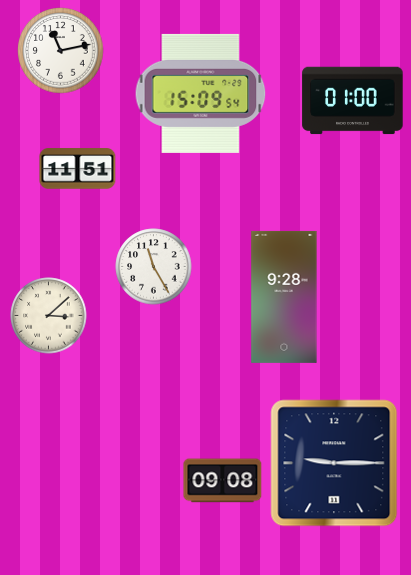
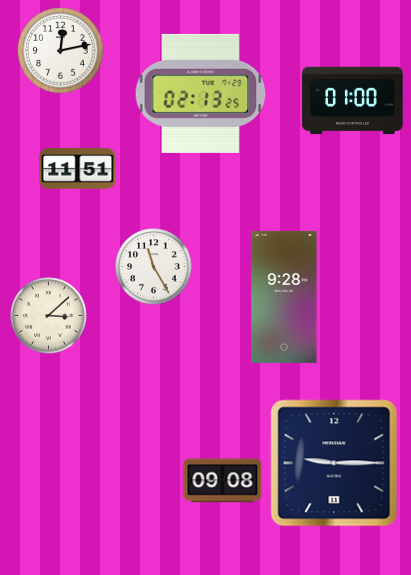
clock at (61, 51): 11:13 -> 12:13
clock at (201, 93): 15:09 -> 02:13
